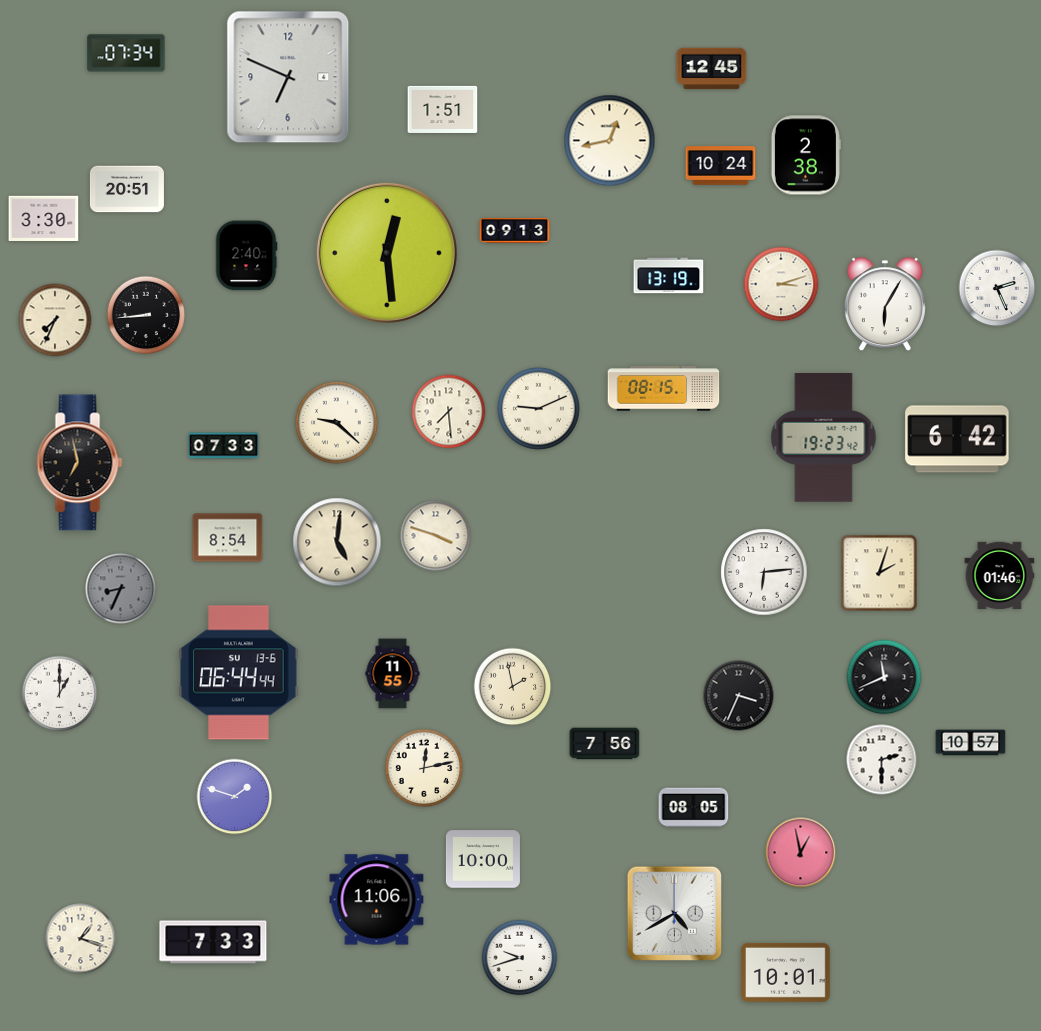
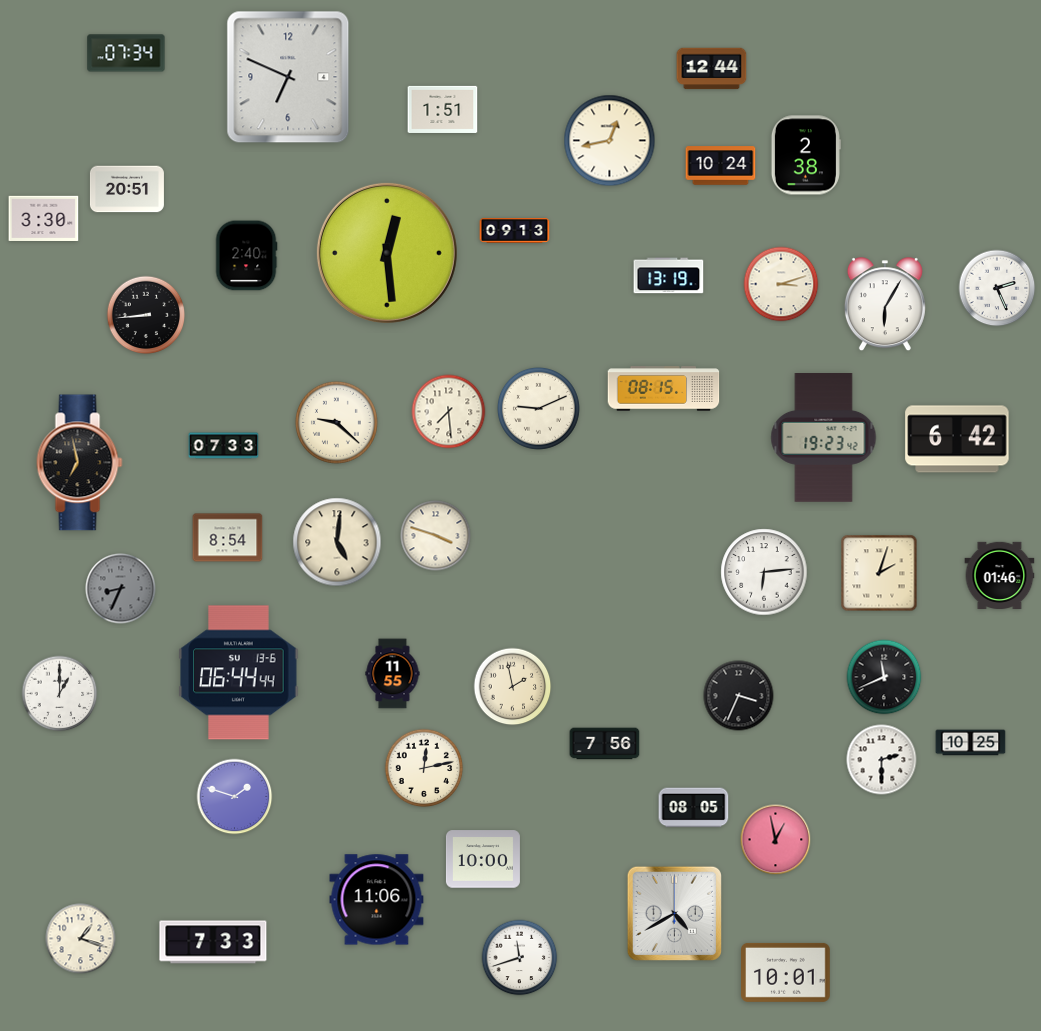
clock at (712, 69): 12:45 -> 12:44
clock at (55, 320): 7:34 -> none
clock at (971, 743): 10:57 -> 10:25
clock at (801, 853) position: (801, 853) -> (776, 840)
clock at (520, 958): 9:42 -> 11:42
